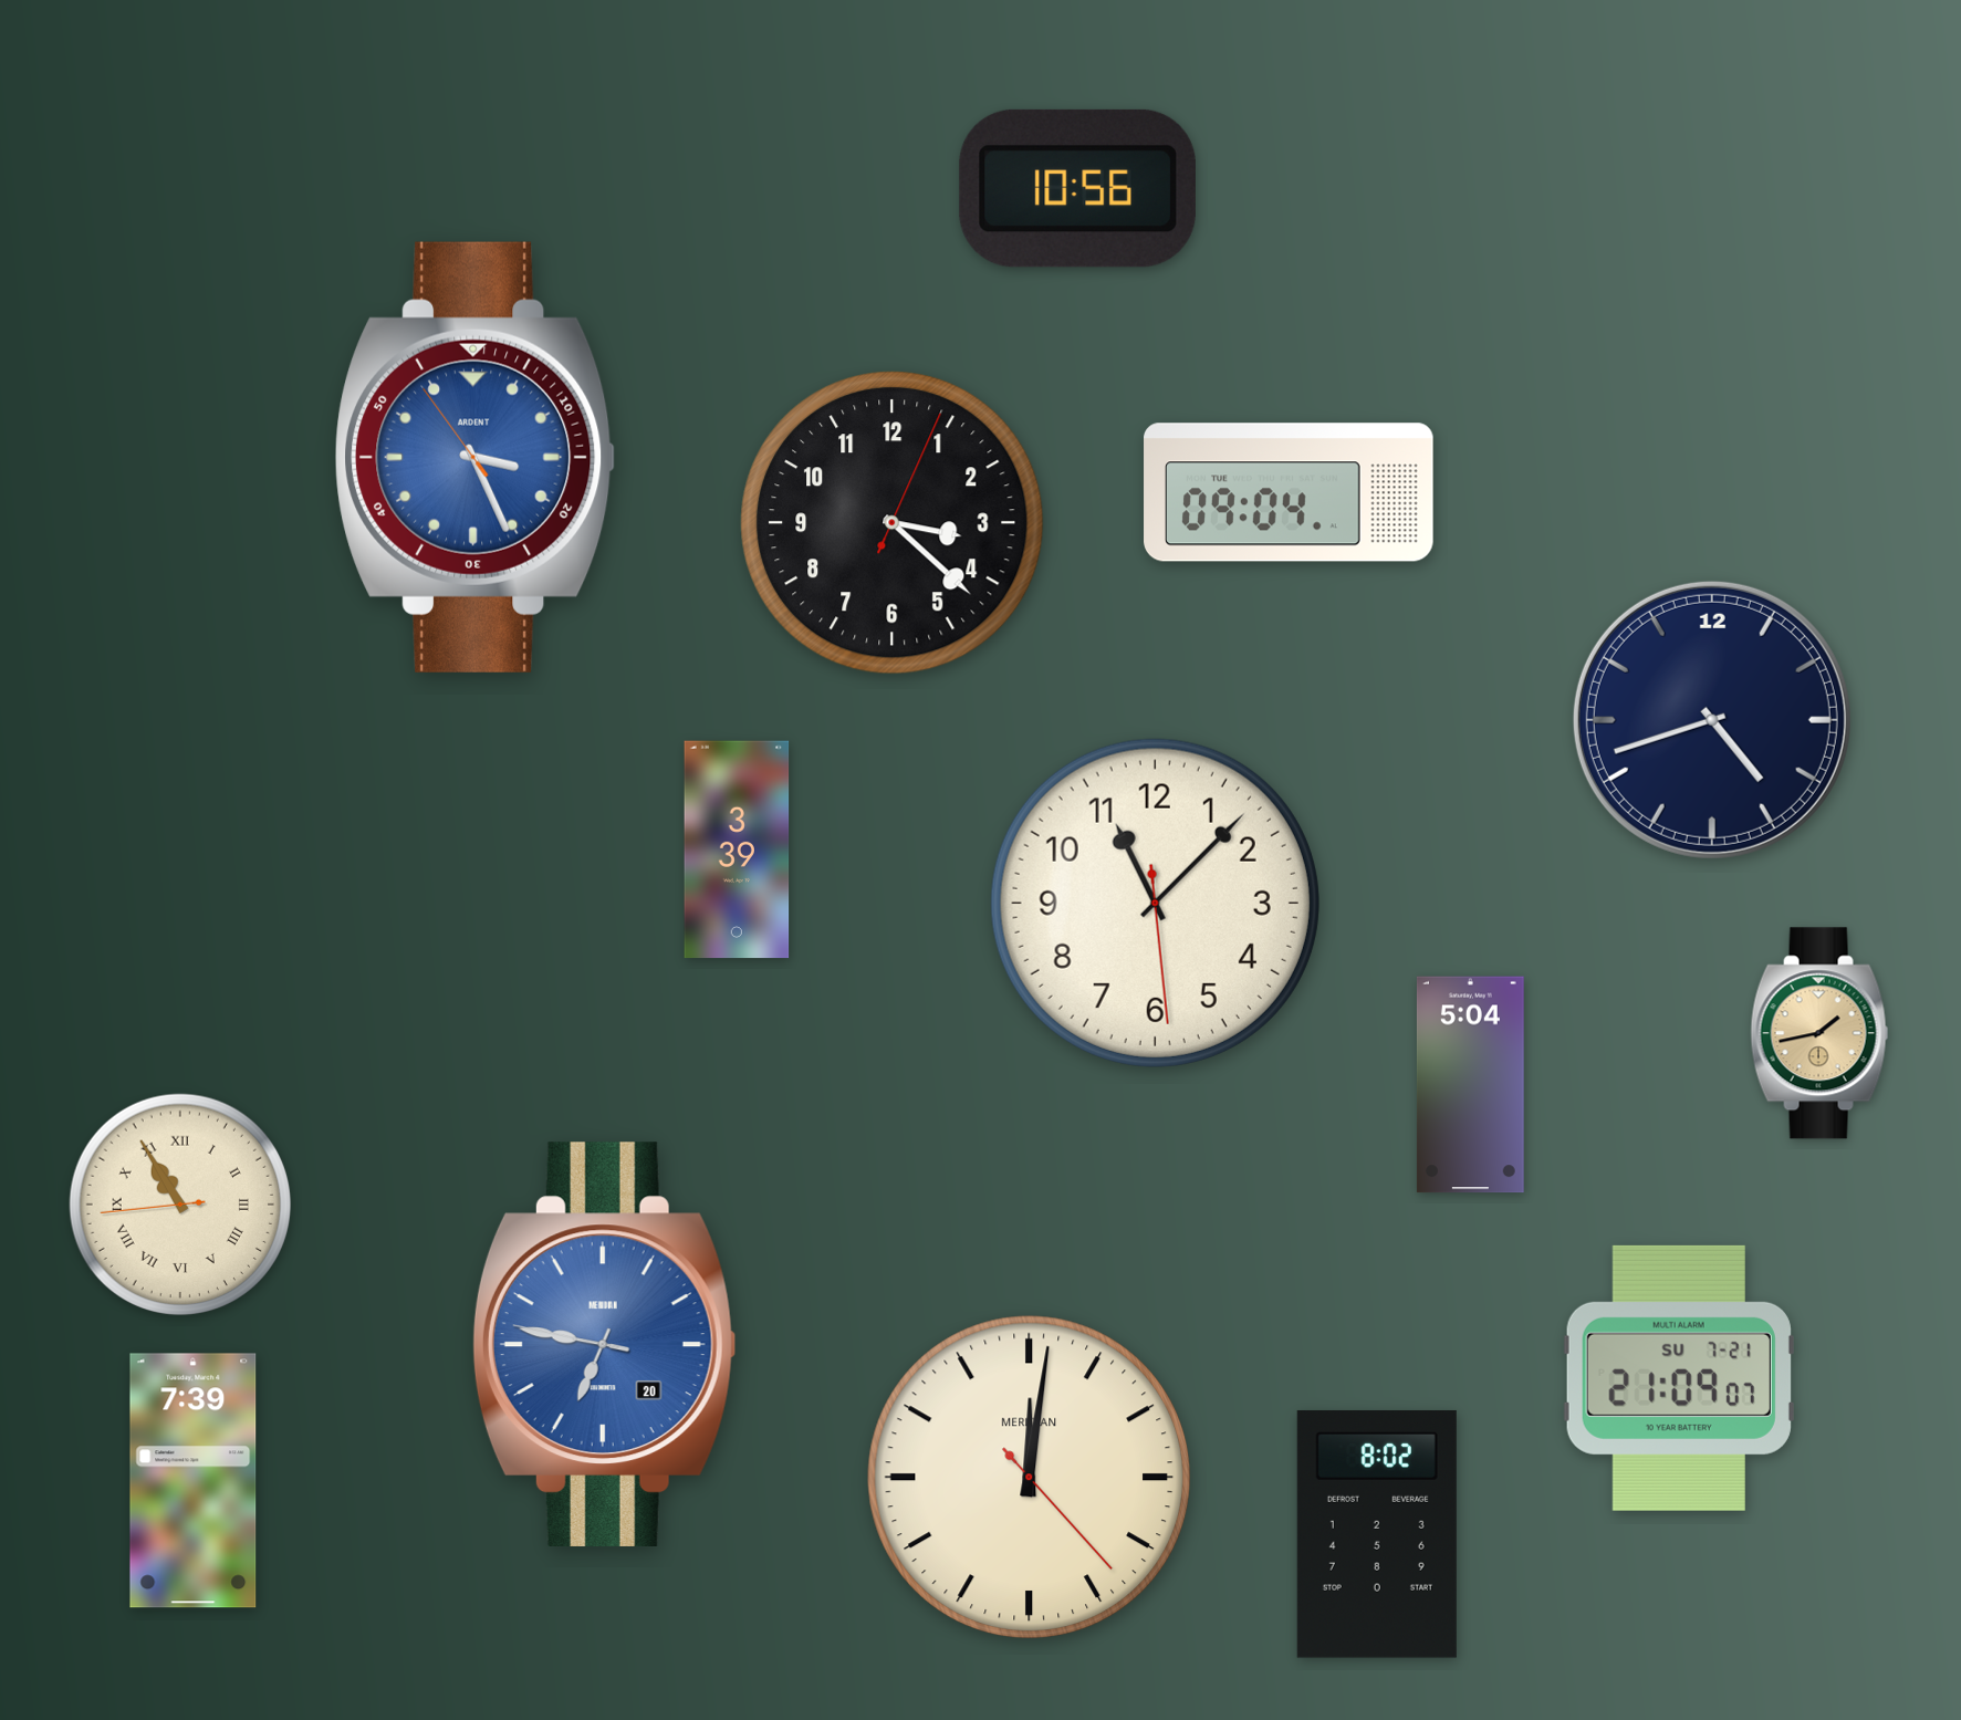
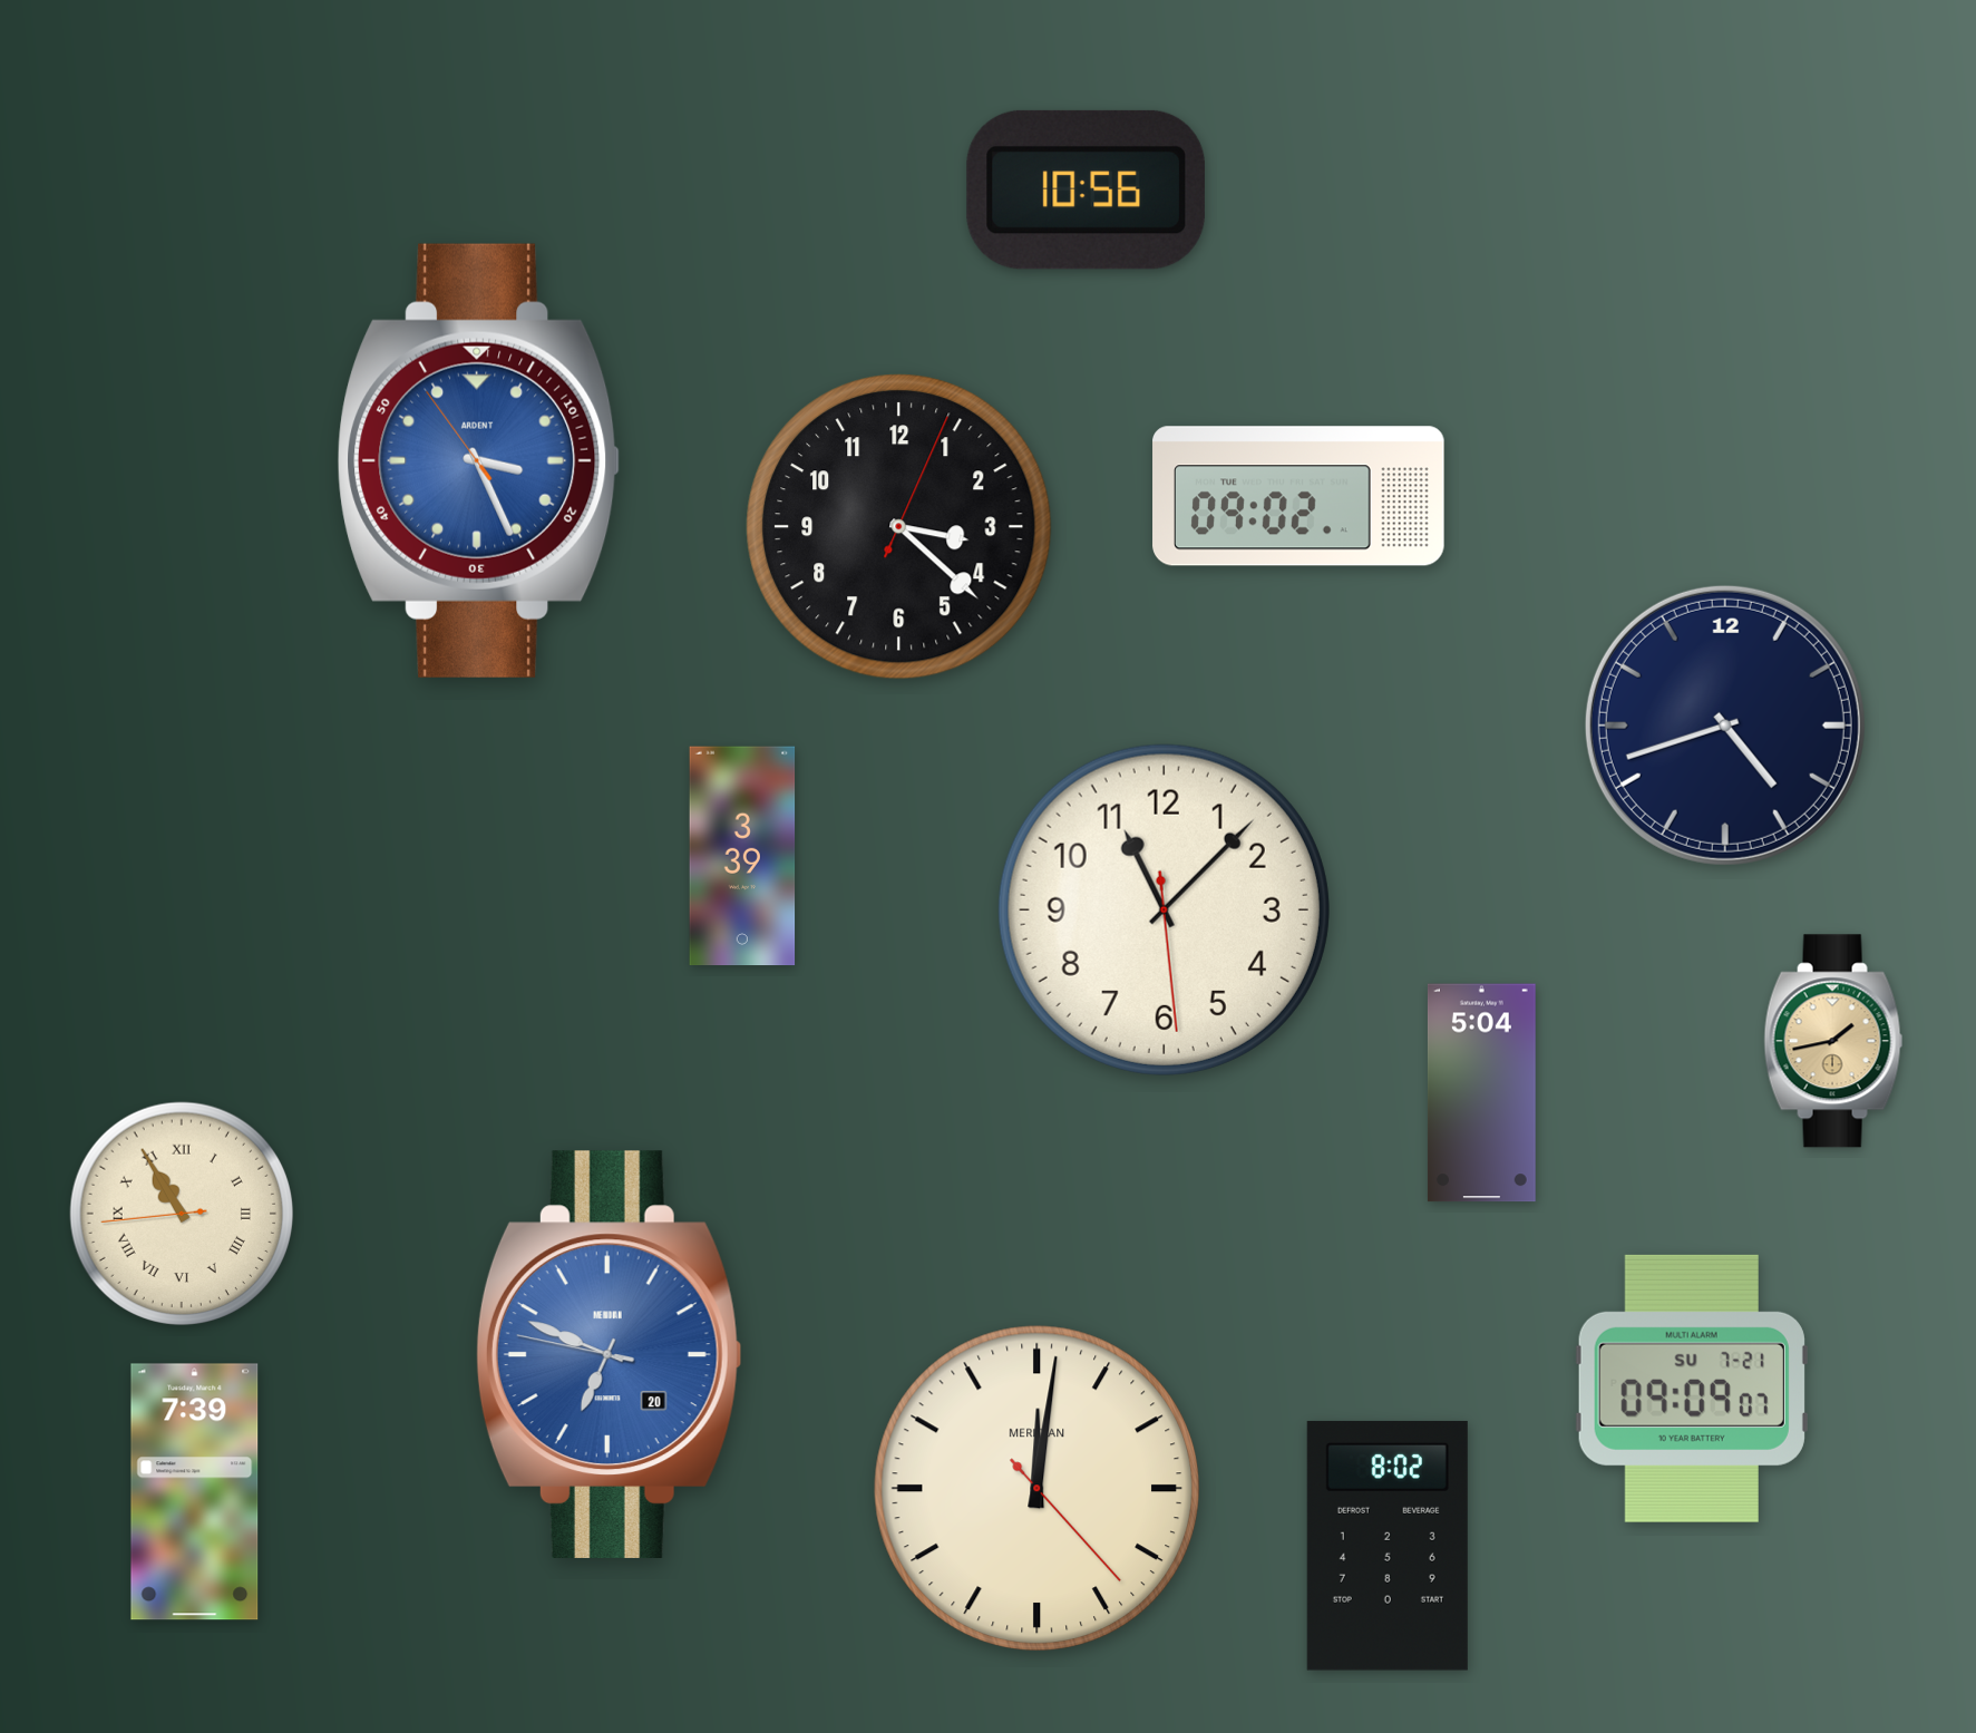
clock at (1289, 492): 09:04 -> 09:02
clock at (604, 1344): 6:46 -> 6:48
clock at (1679, 1378): 21:09 -> 09:09
